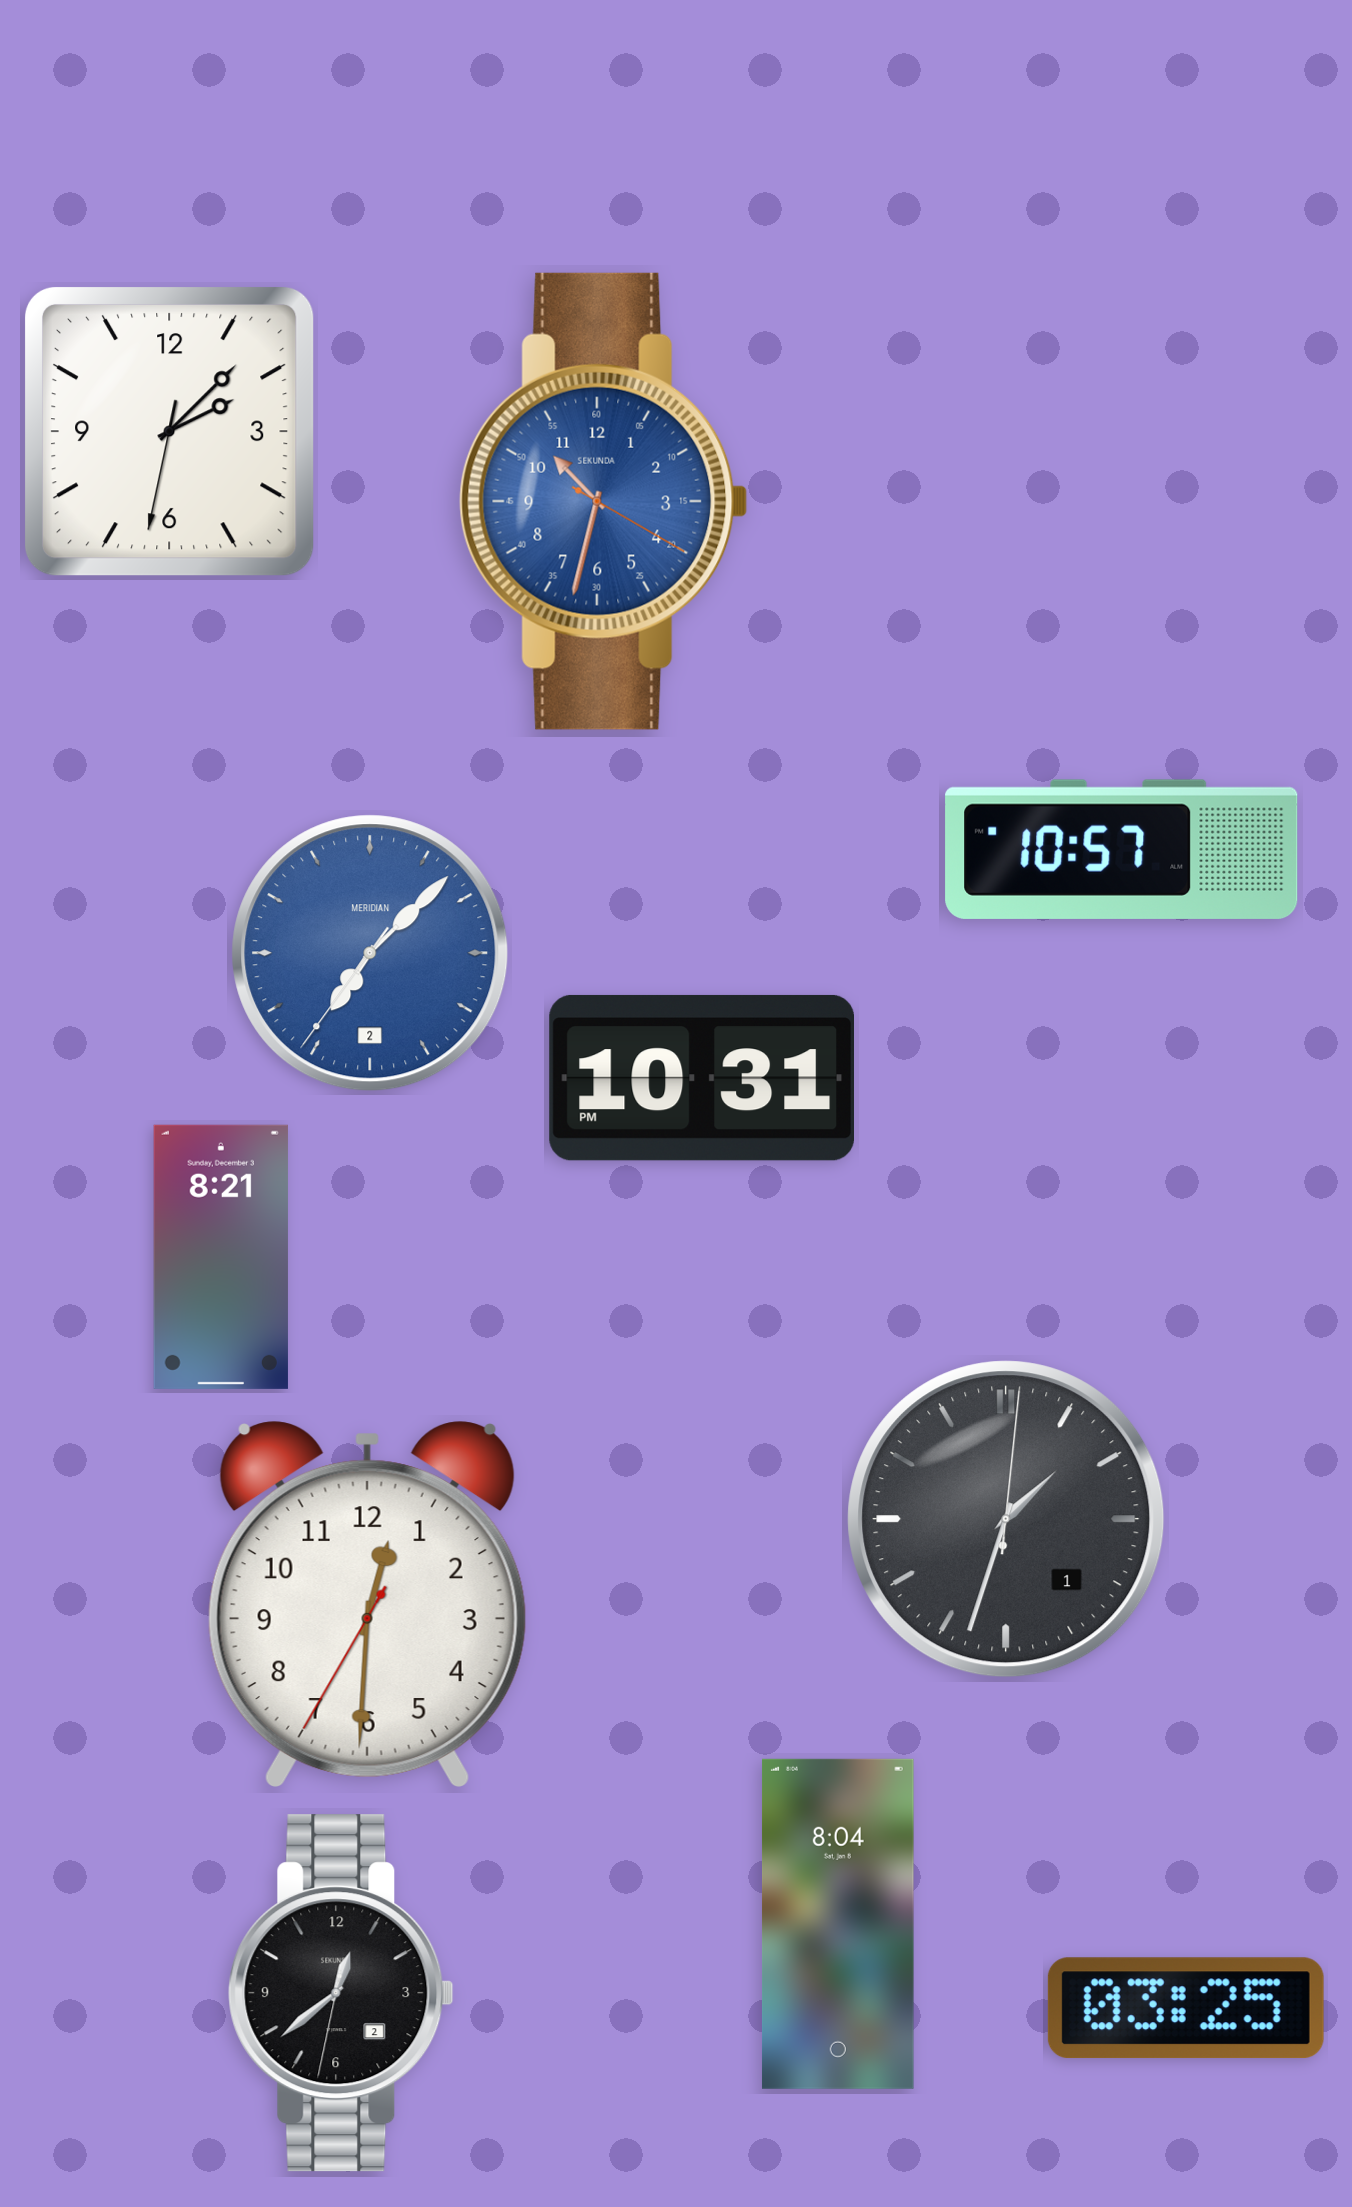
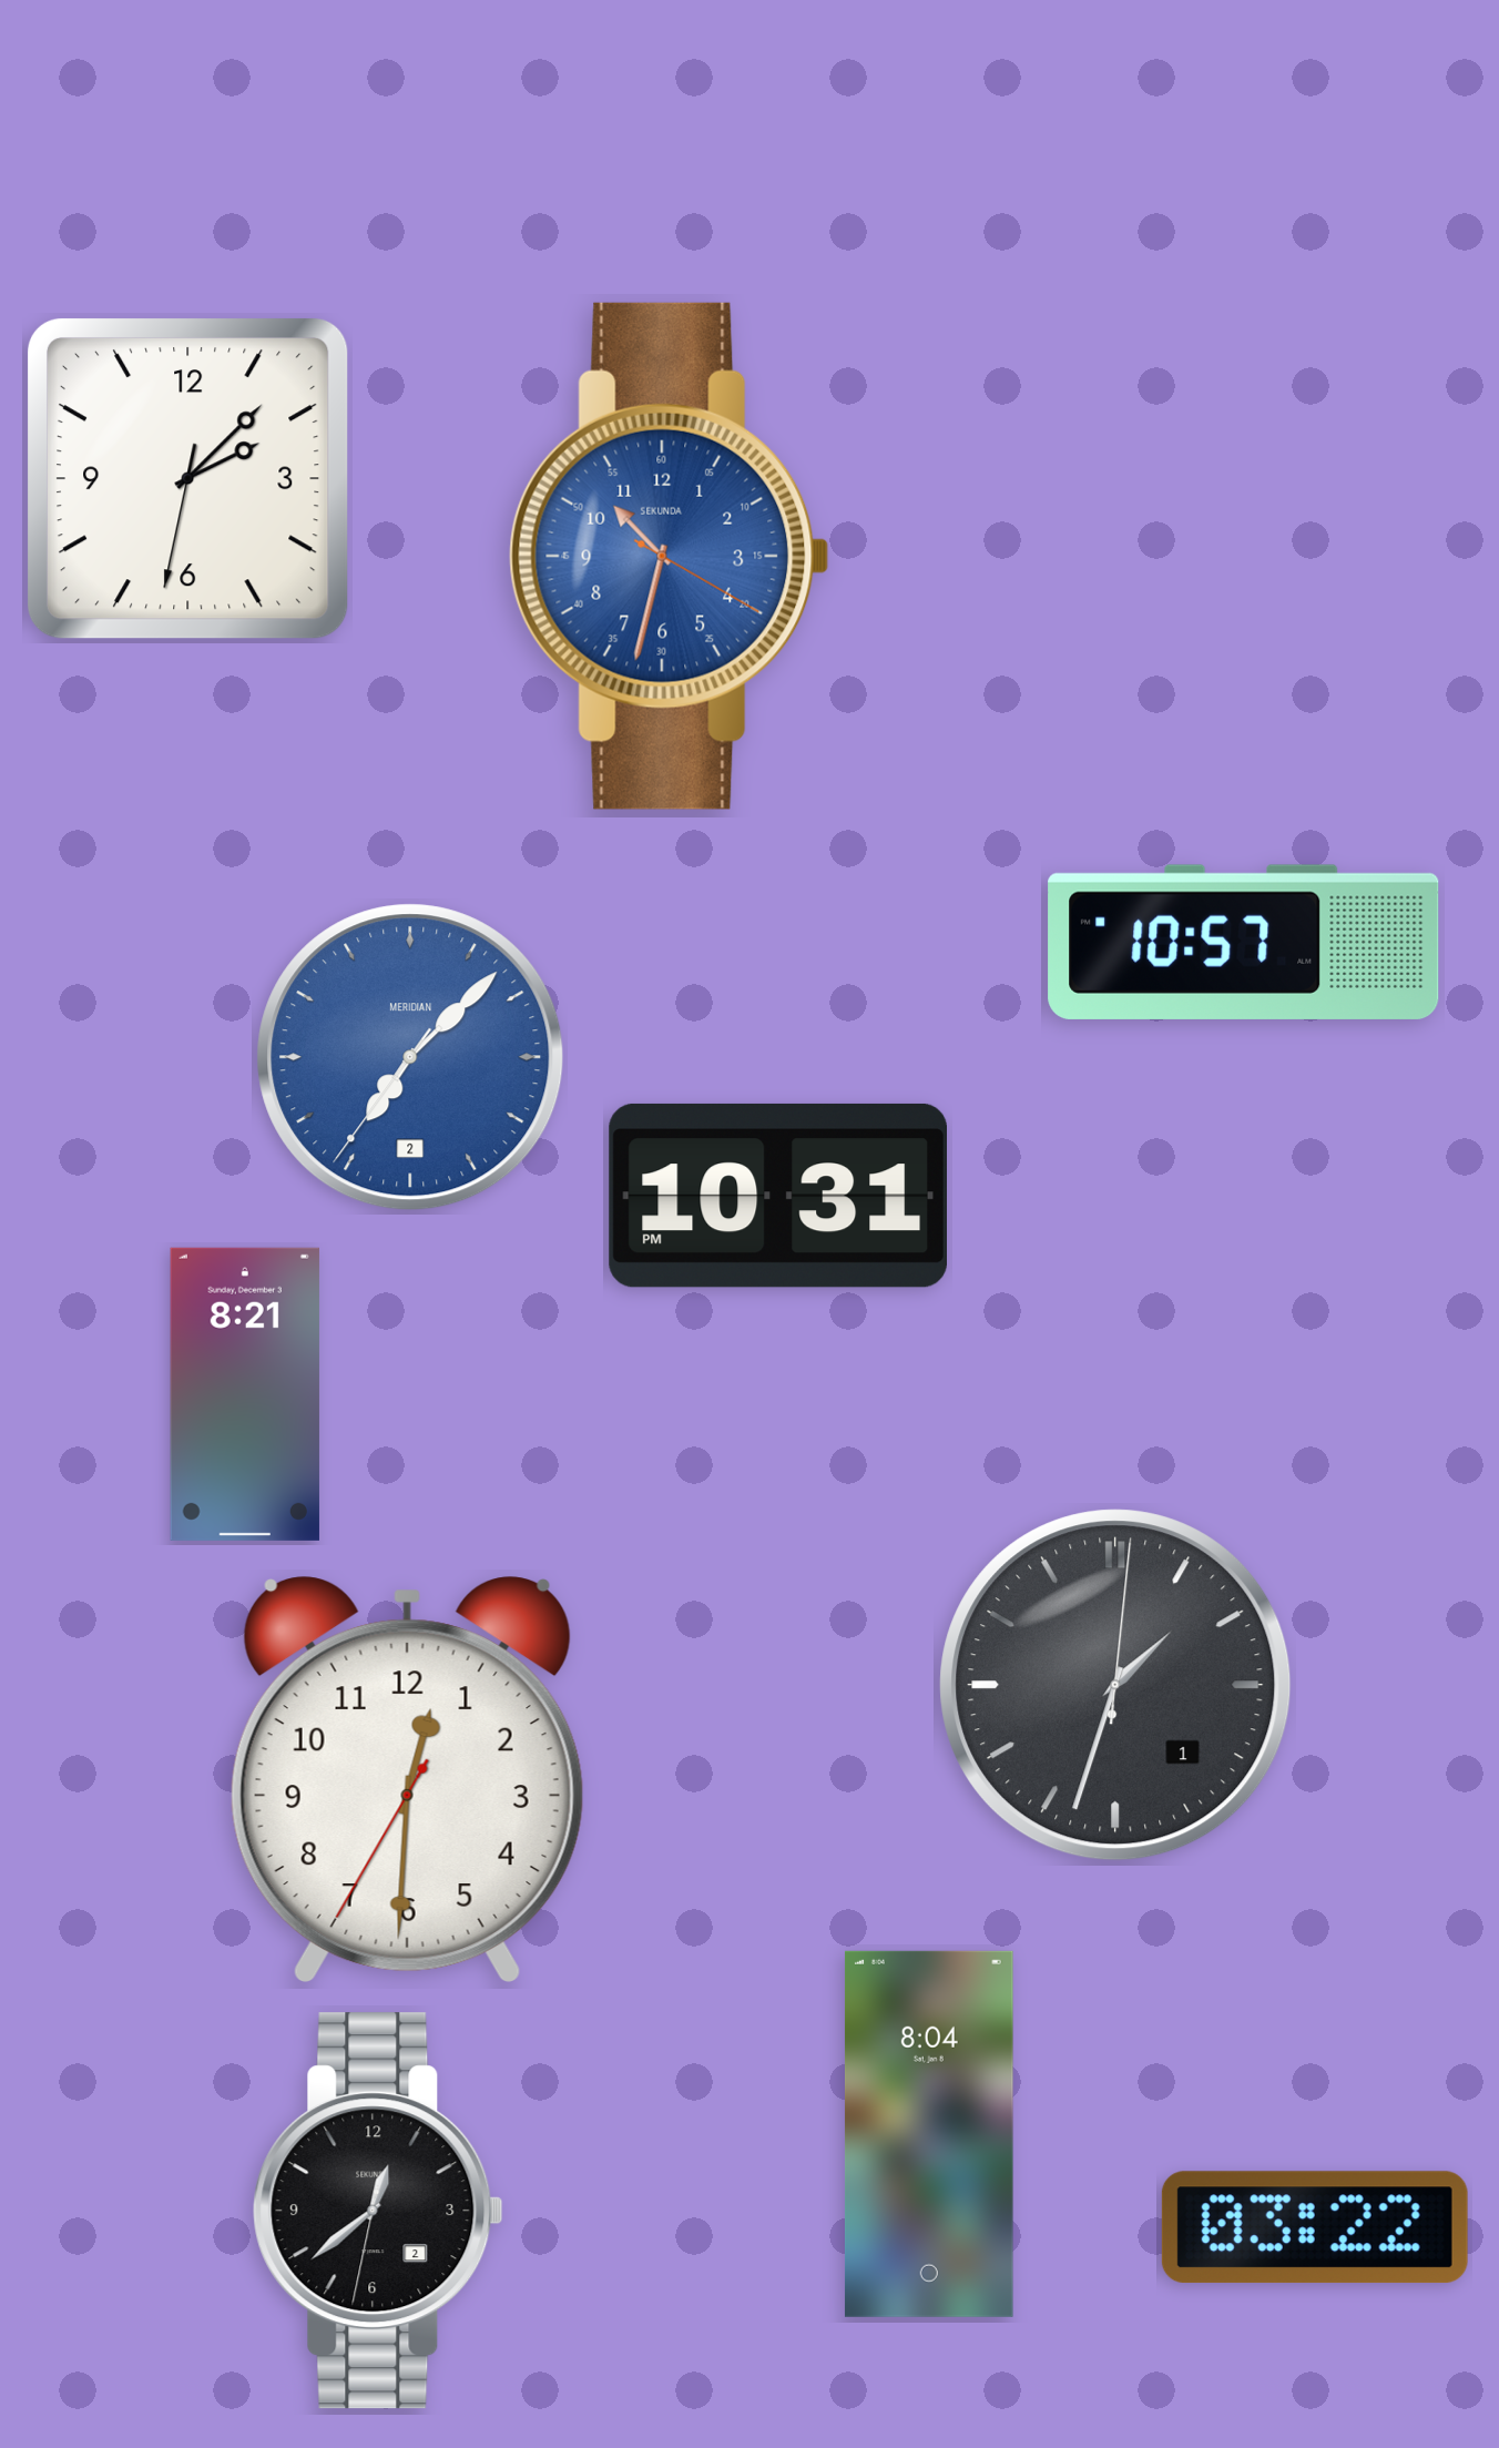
clock at (1186, 2008): 03:25 -> 03:22
